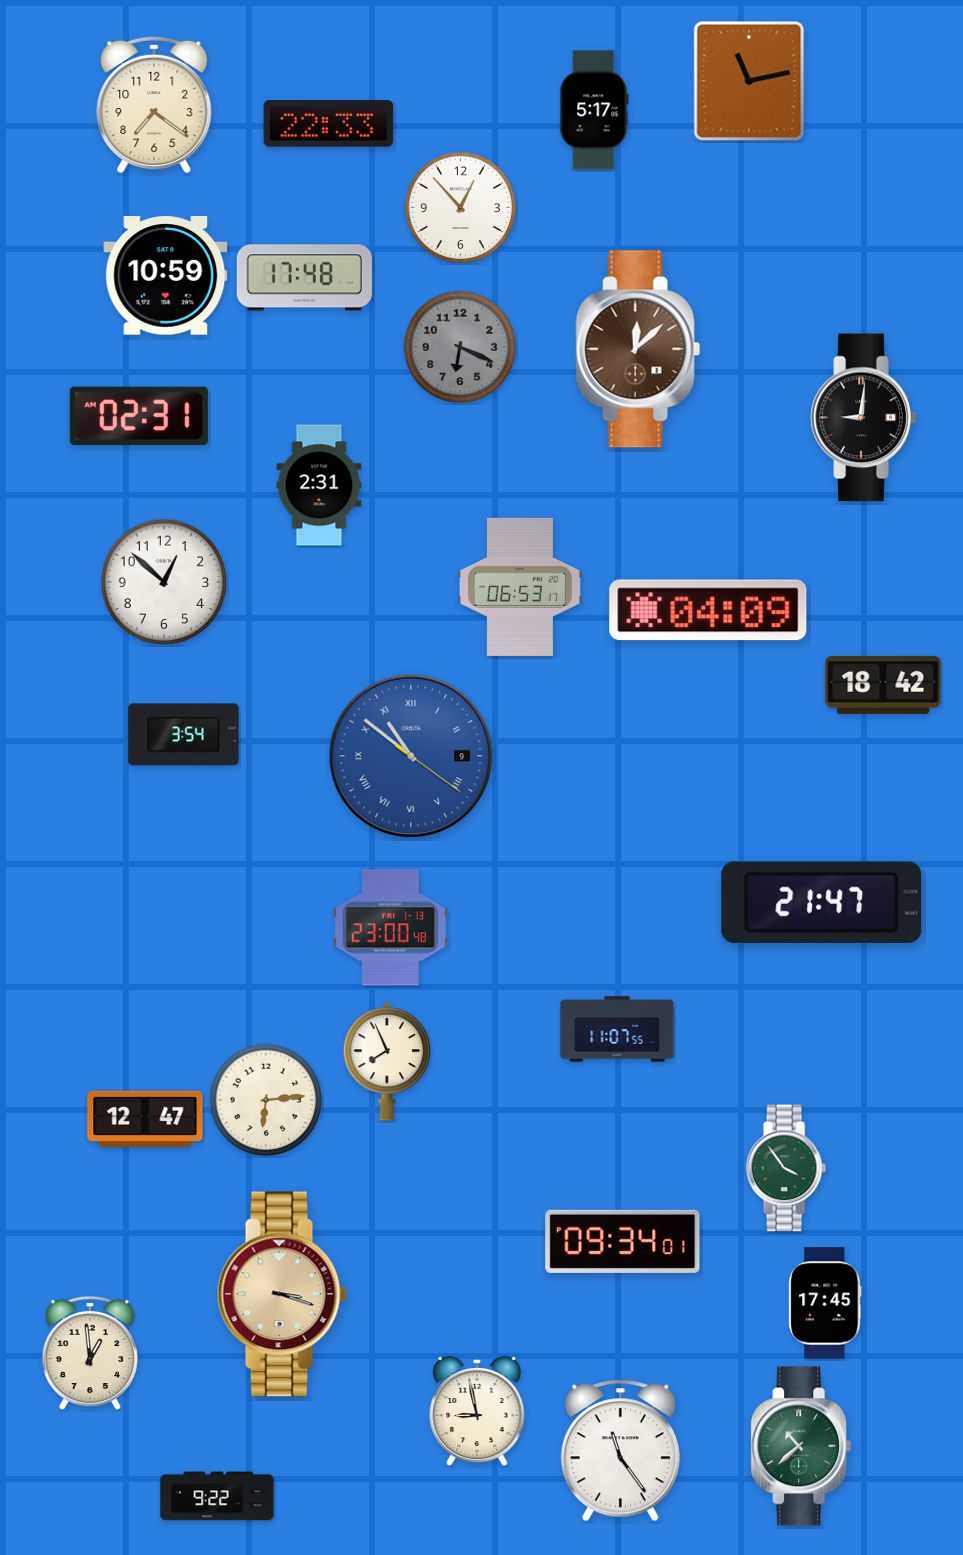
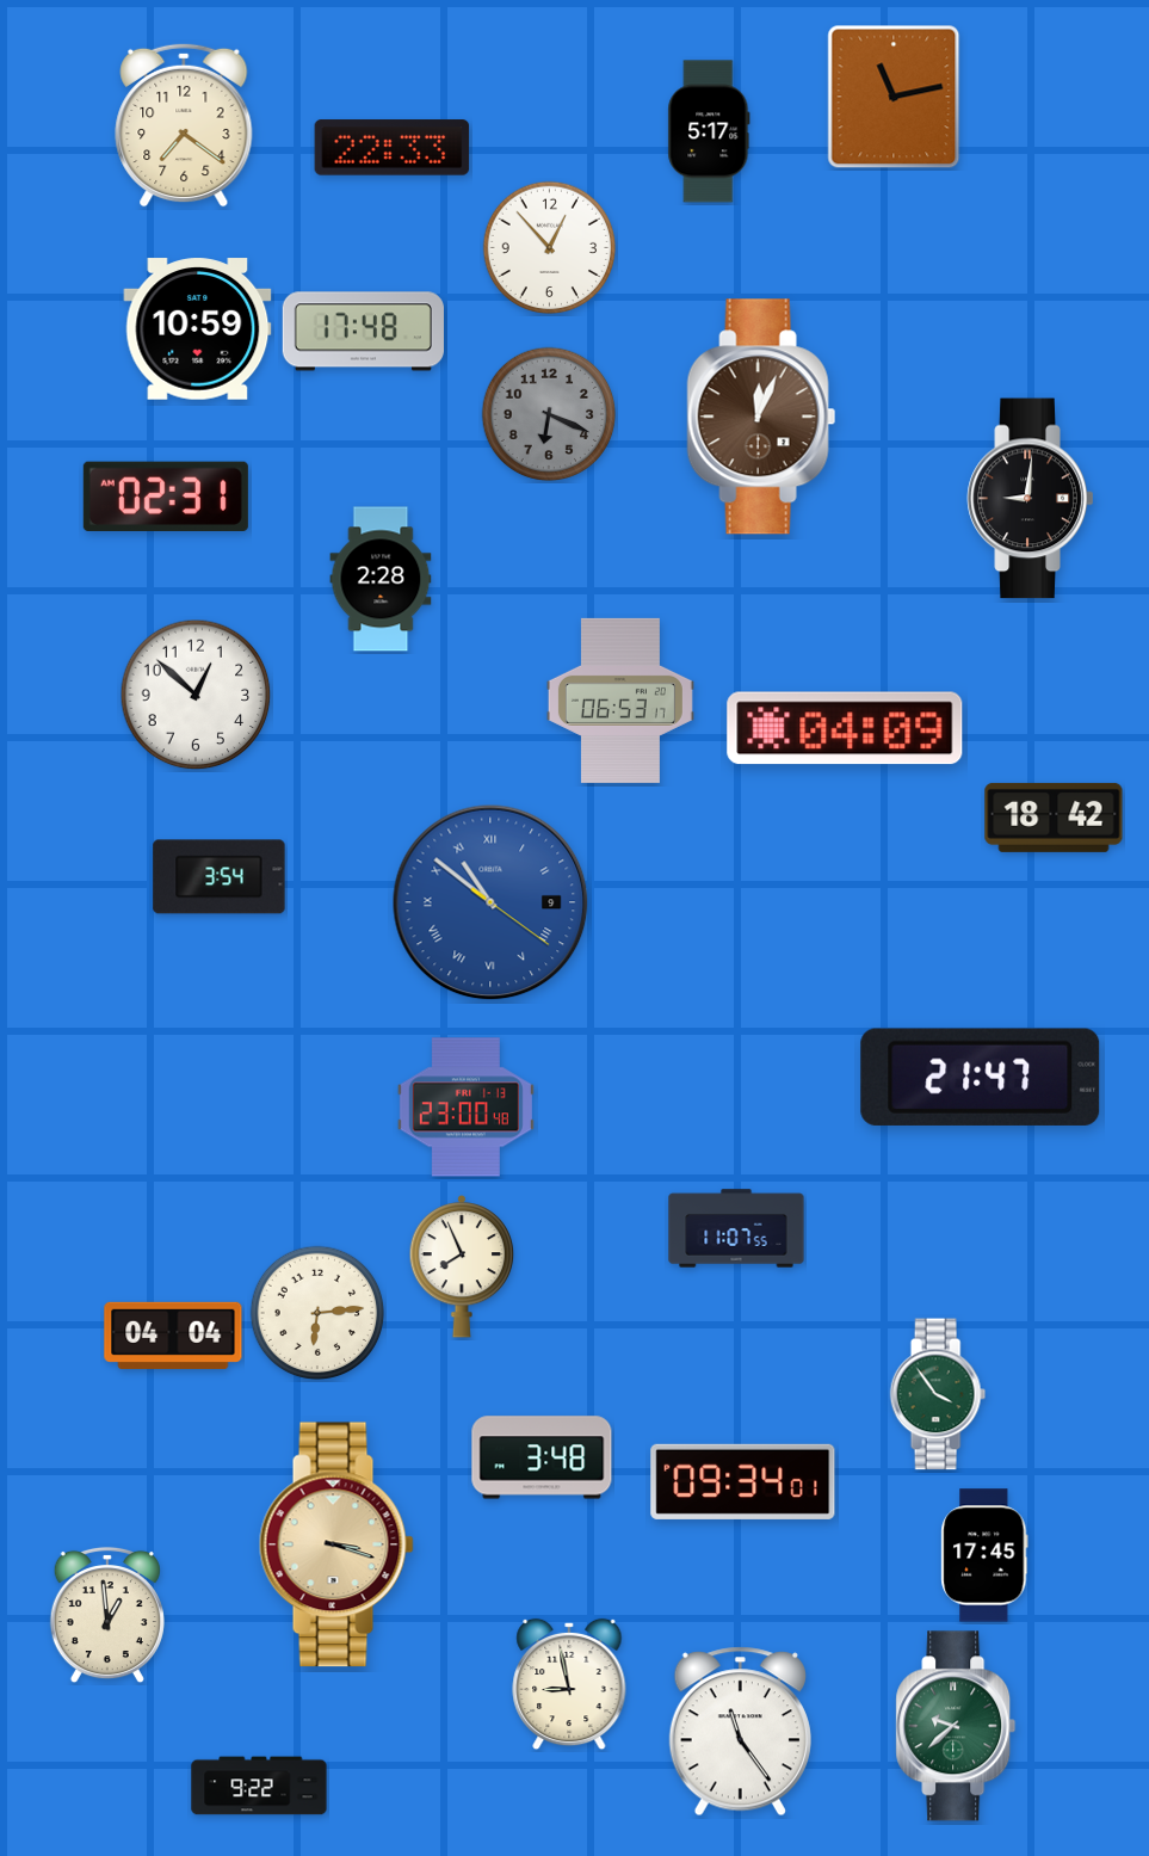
clock at (638, 349): 12:08 -> 12:04
clock at (319, 485): 2:31 -> 2:28
clock at (145, 1119): 12:47 -> 04:04
clock at (542, 1457): none -> 3:48
clock at (801, 1446): 10:38 -> 9:38
